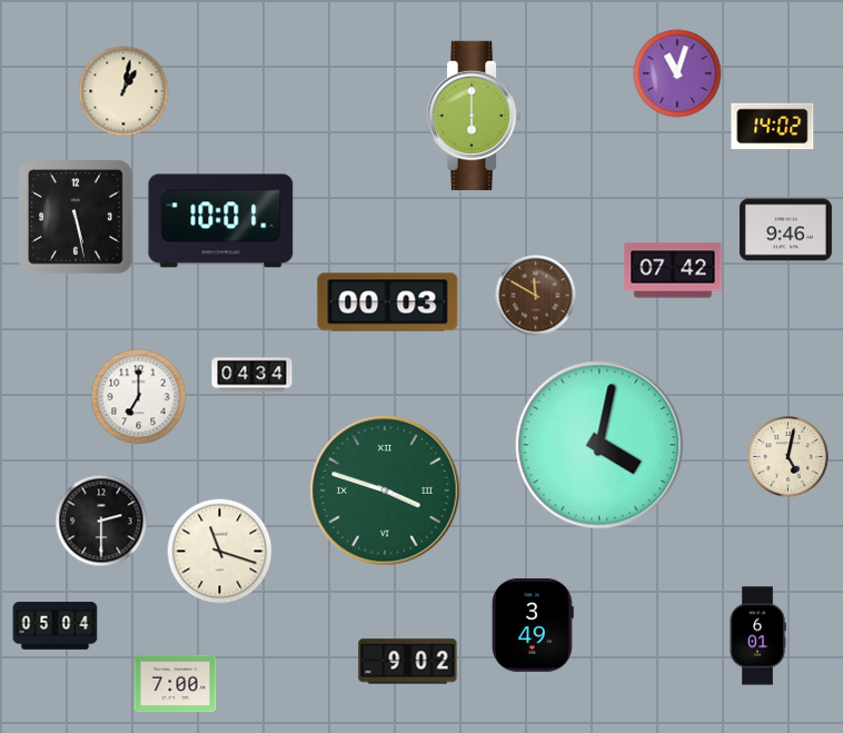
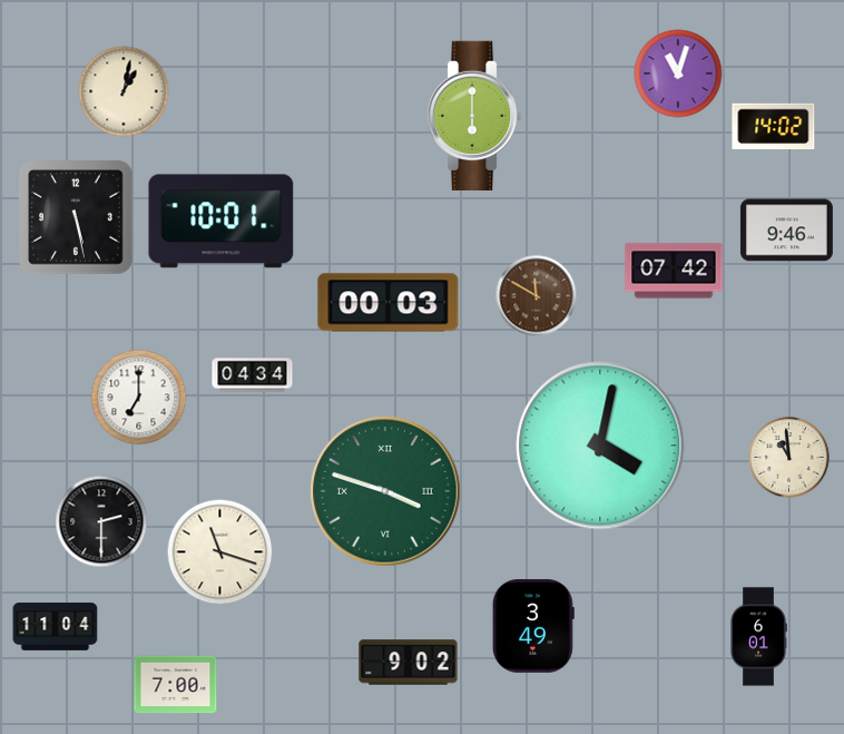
clock at (789, 457): 5:02 -> 10:59
clock at (56, 626): 05:04 -> 11:04
